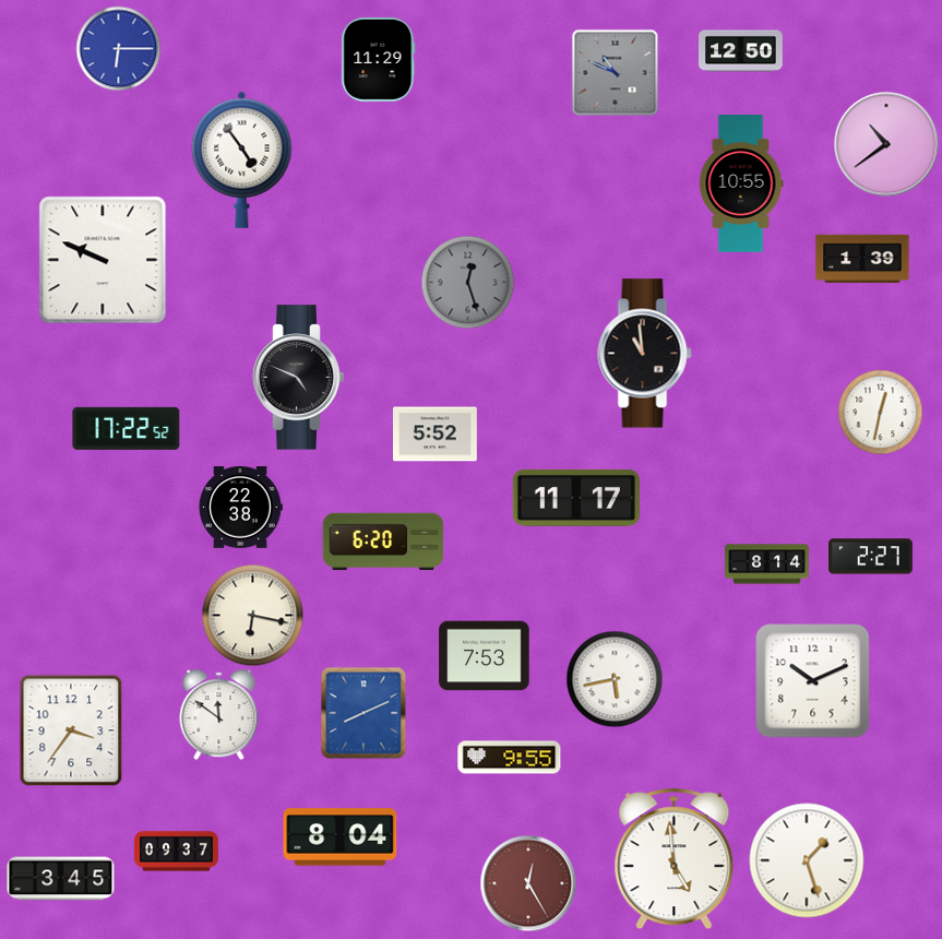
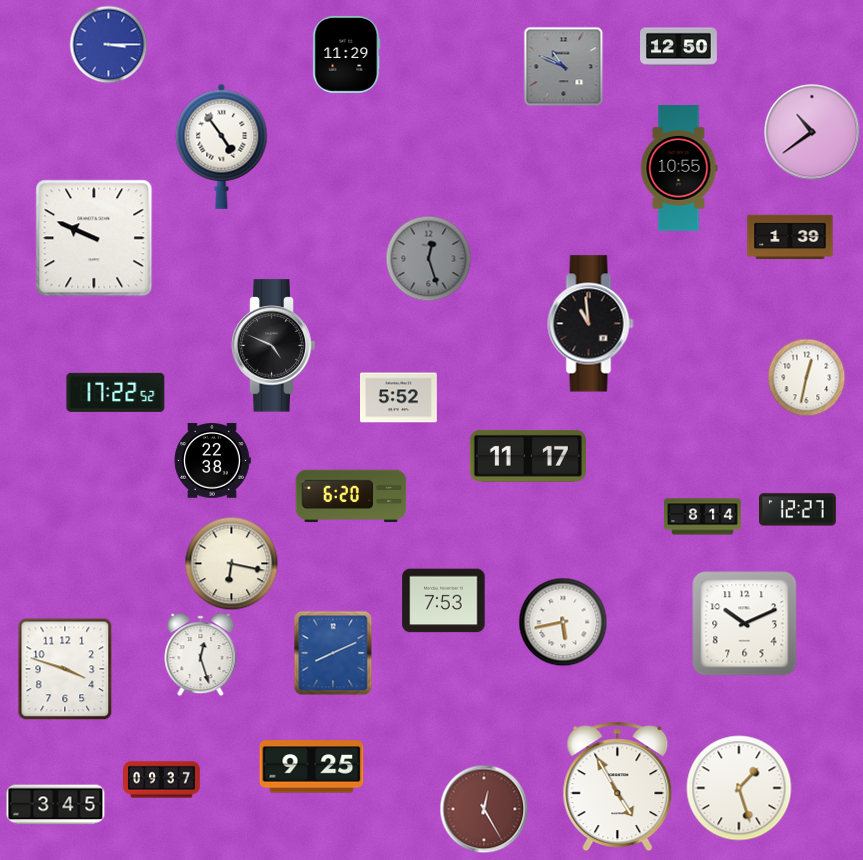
clock at (118, 48): 6:15 -> 3:15
clock at (240, 508) position: (240, 508) -> (212, 461)
clock at (871, 557): 2:27 -> 12:27
clock at (219, 715): 11:51 -> 12:27
clock at (71, 730): 3:36 -> 3:48
clock at (510, 758): 9:55 -> none
clock at (341, 837): 8:04 -> 9:25
clock at (675, 859): 4:59 -> 4:55
